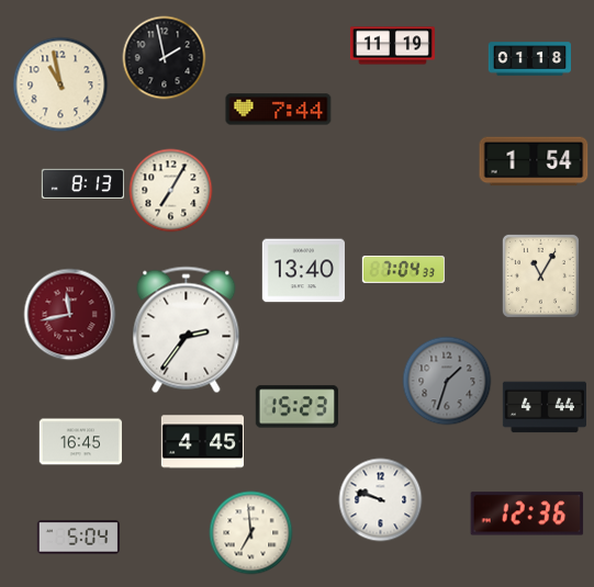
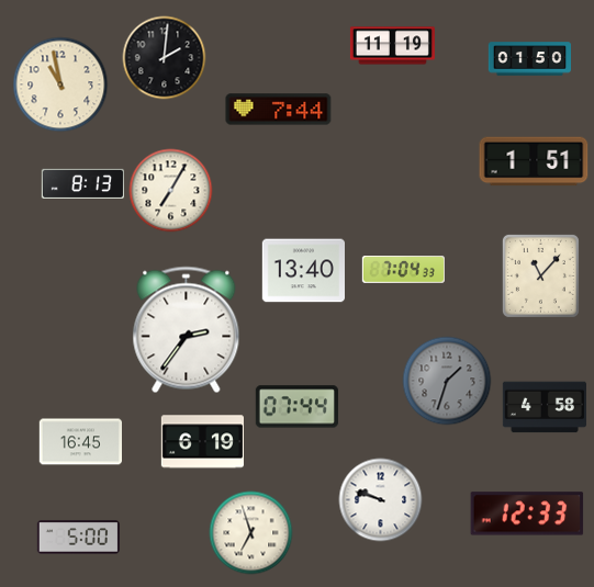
clock at (165, 58): 1:58 -> 2:01
clock at (529, 59): 01:18 -> 01:50
clock at (534, 161): 1:54 -> 1:51
clock at (540, 275): 11:05 -> 11:07
clock at (70, 315): 11:43 -> none
clock at (296, 407): 15:23 -> 07:44
clock at (545, 407): 4:44 -> 4:58
clock at (202, 442): 4:45 -> 6:19
clock at (527, 513): 12:36 -> 12:33
clock at (251, 533): 6:59 -> 6:57
clock at (78, 538): 5:04 -> 5:00
